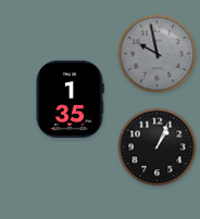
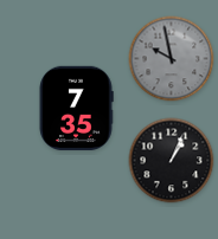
clock at (70, 99): 1:35 -> 7:35
